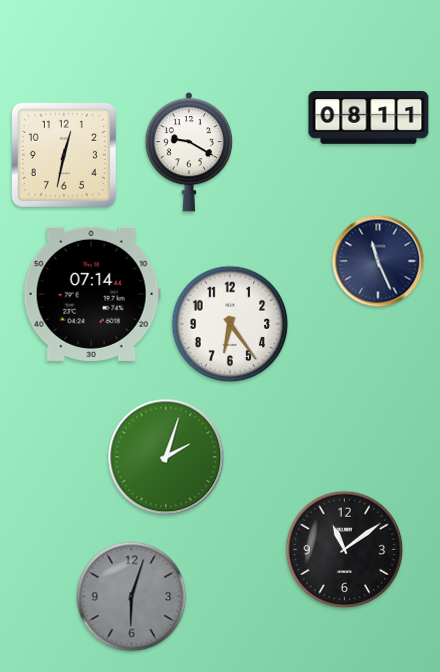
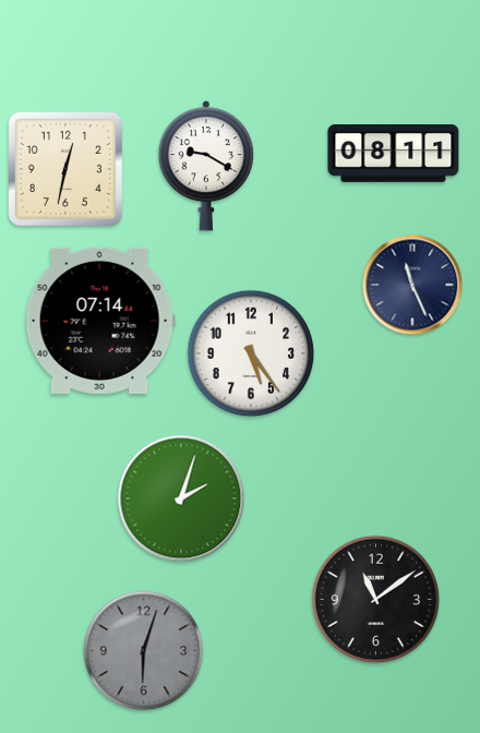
clock at (369, 118) position: (369, 118) -> (394, 154)
clock at (64, 155) position: (64, 155) -> (65, 169)
clock at (230, 324): 6:24 -> 5:24
